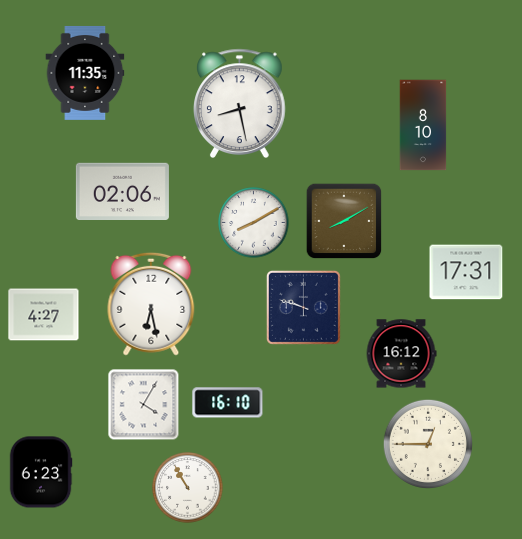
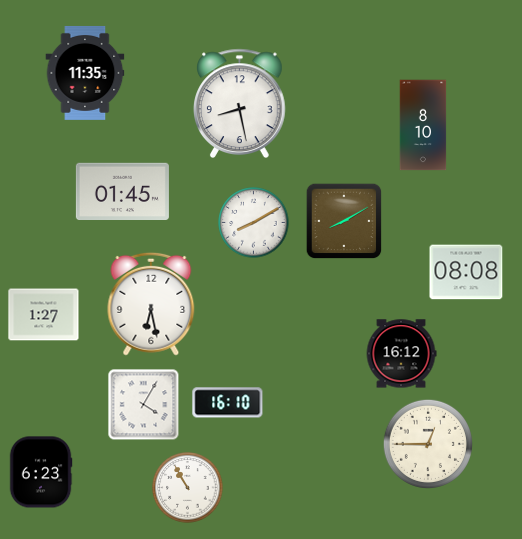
clock at (122, 191): 02:06 -> 01:45
clock at (466, 272): 17:31 -> 08:08
clock at (303, 307): 9:48 -> none
clock at (44, 315): 4:27 -> 1:27
